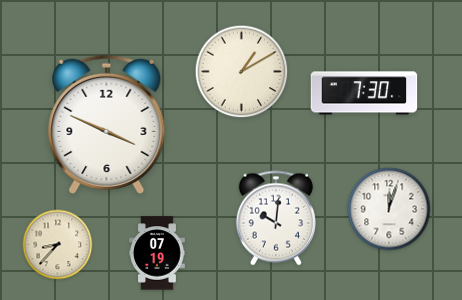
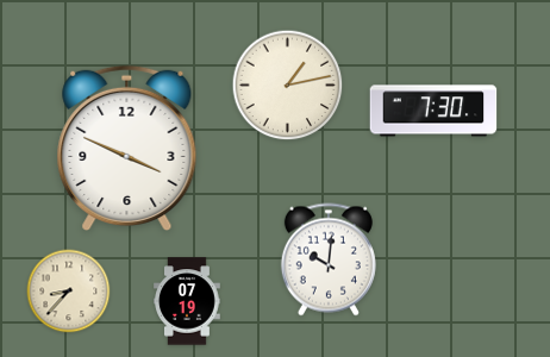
clock at (242, 72): 1:10 -> 1:13
clock at (389, 209): 12:03 -> none
